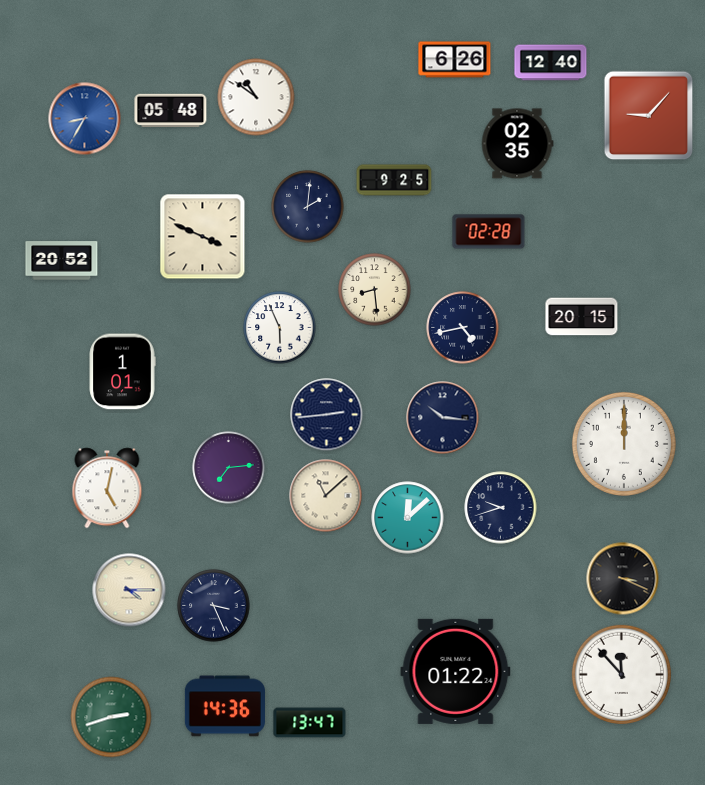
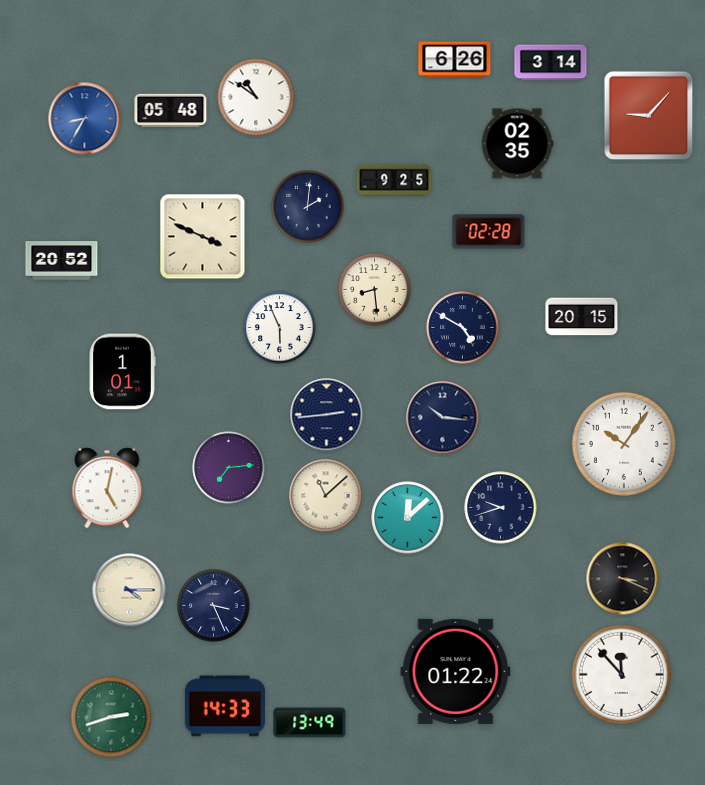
clock at (551, 63): 12:40 -> 3:14
clock at (463, 328): 4:43 -> 4:50
clock at (624, 444): 12:00 -> 10:06
clock at (225, 706): 14:36 -> 14:33
clock at (310, 723): 13:47 -> 13:49
